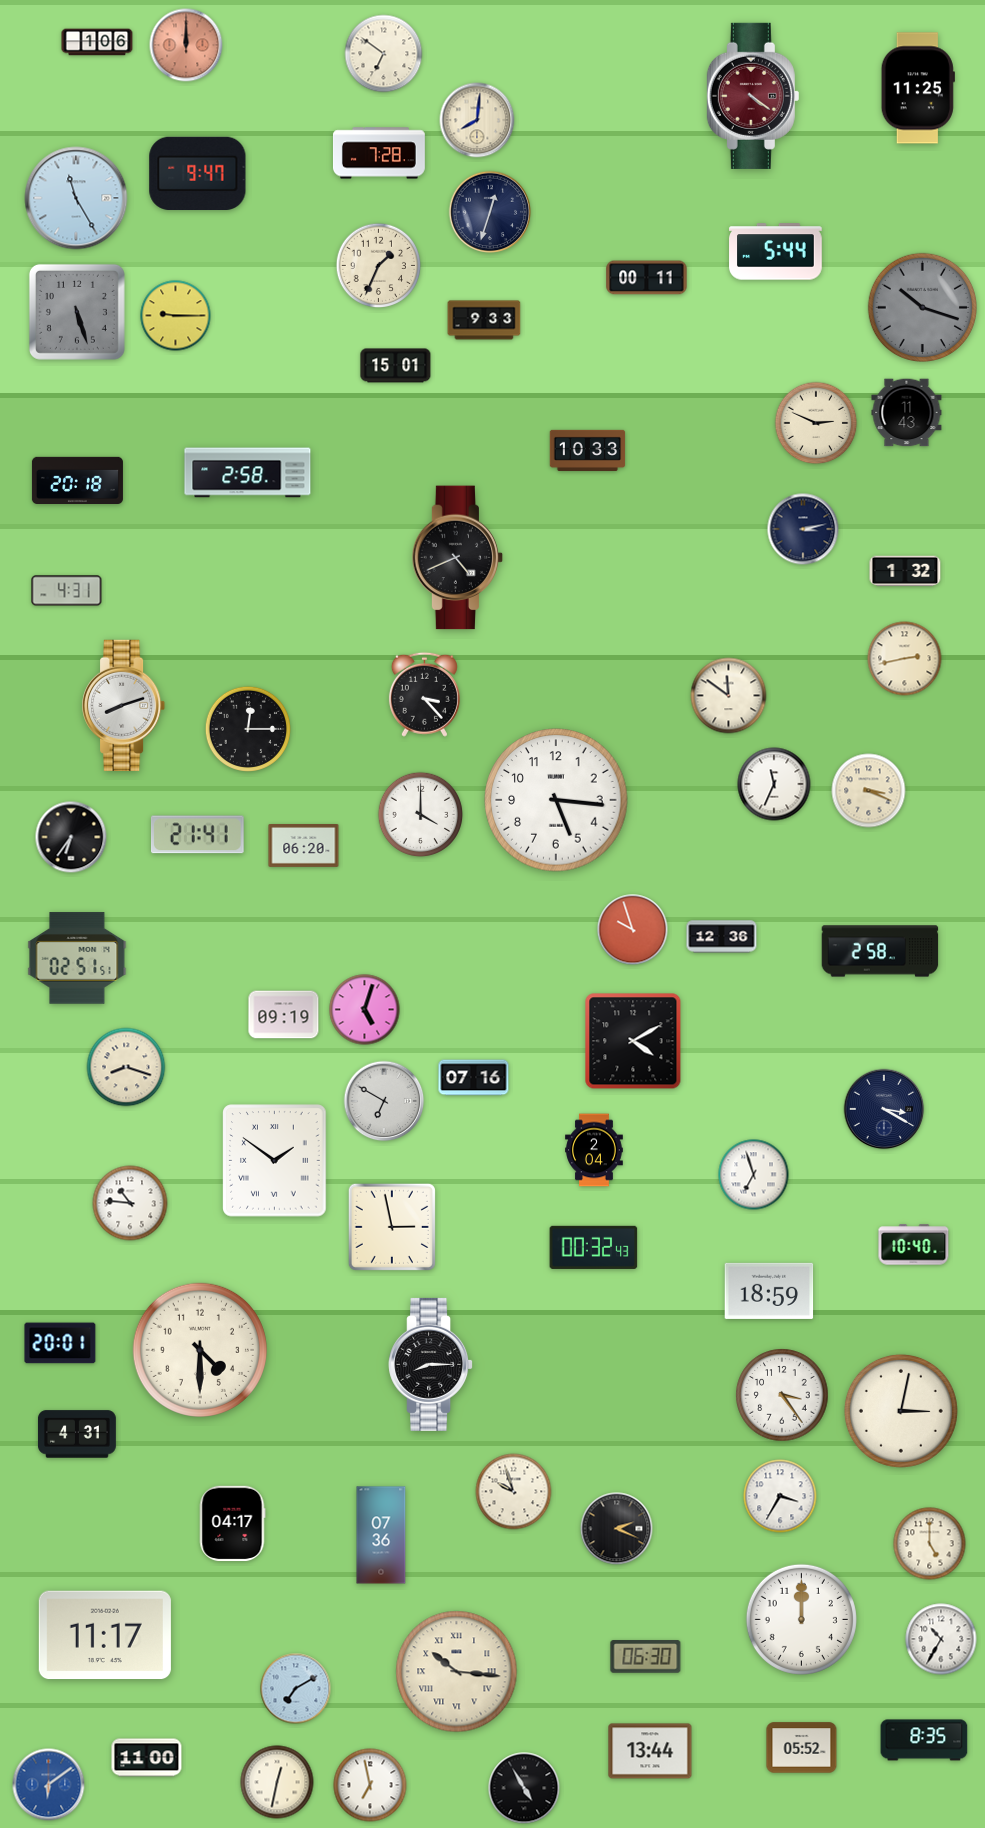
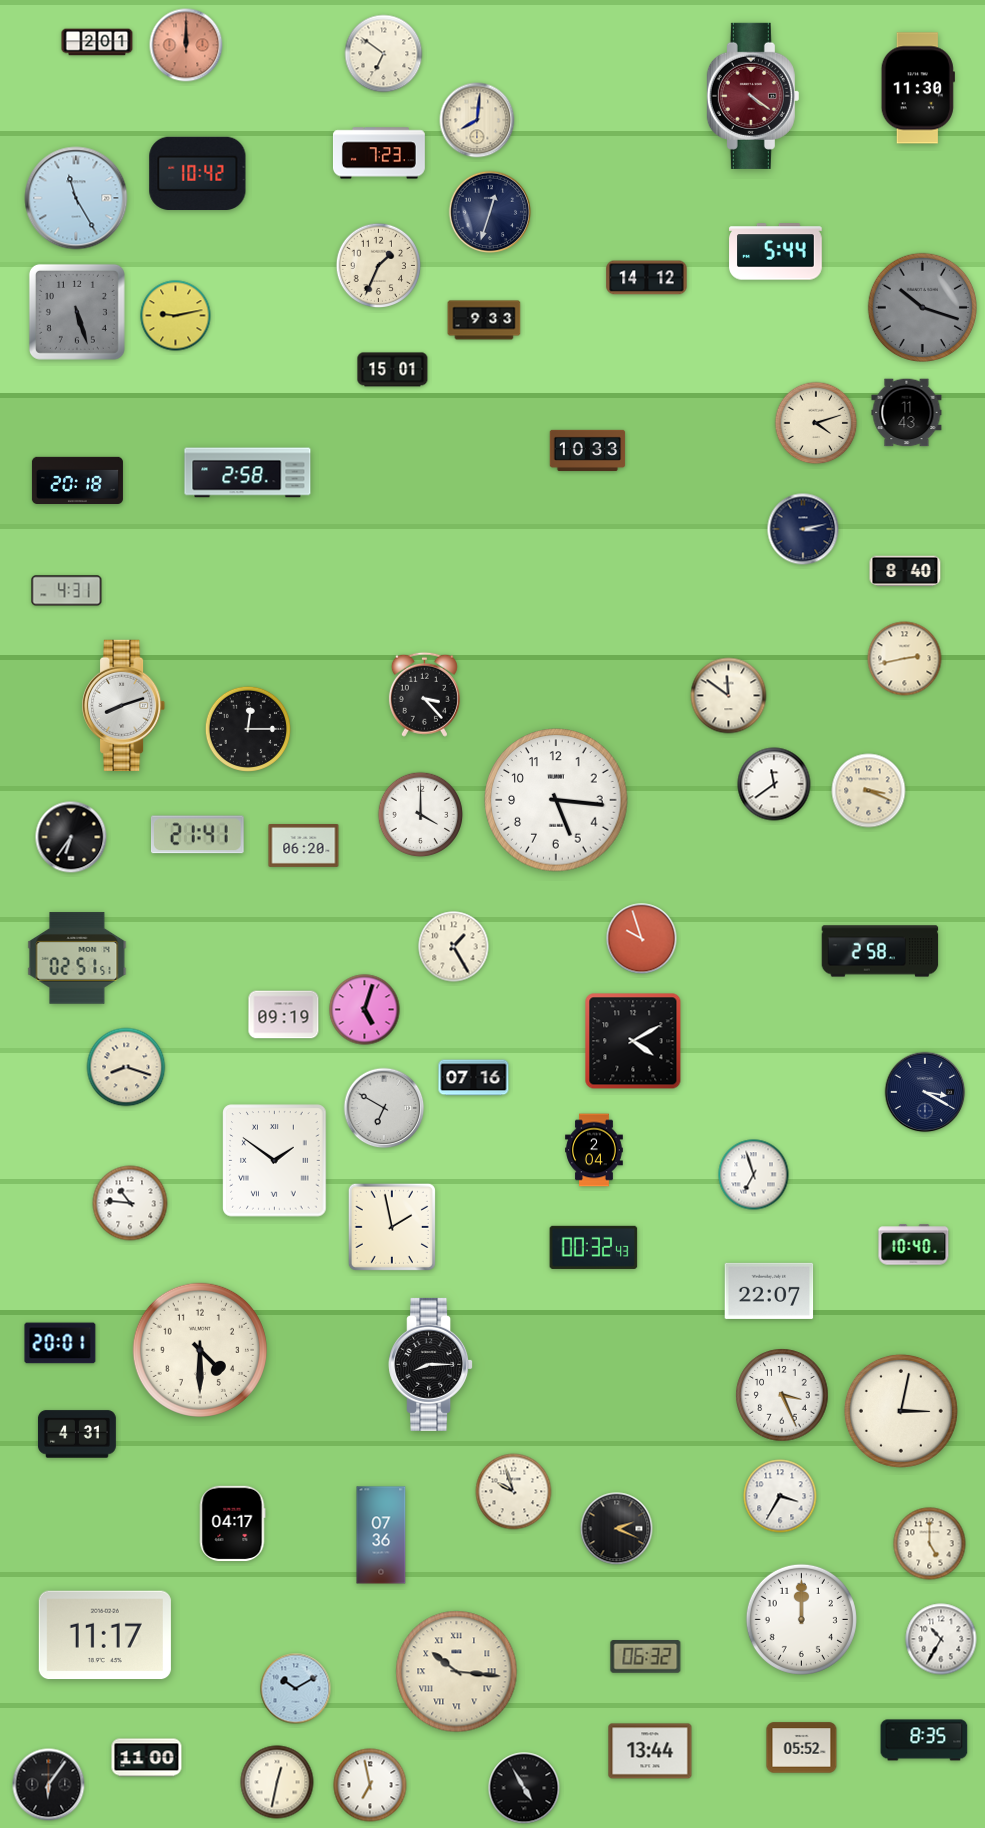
clock at (97, 42): 1:06 -> 2:01
clock at (918, 88): 11:25 -> 11:30
clock at (379, 153): 7:28 -> 7:23
clock at (198, 173): 9:47 -> 10:42
clock at (647, 278): 00:11 -> 14:12
clock at (176, 316): 9:15 -> 9:13
clock at (396, 366) position: (396, 366) -> (393, 370)
clock at (816, 423): 2:49 -> 4:12
clock at (458, 558): 4:41 -> none
clock at (905, 571): 1:32 -> 8:40
clock at (774, 784): 11:34 -> 11:39
clock at (633, 930) position: (633, 930) -> (642, 939)
clock at (722, 937): 12:36 -> none
clock at (454, 947): none -> 1:25
clock at (384, 1101) position: (384, 1101) -> (384, 1108)
clock at (884, 1109) position: (884, 1109) -> (925, 1092)
clock at (392, 1227): 2:58 -> 1:58
clock at (769, 1291): 18:59 -> 22:07
clock at (782, 1395): 3:24 -> 3:26
clock at (646, 1657): 06:30 -> 06:32
clock at (296, 1689): 7:10 -> 10:10
clock at (49, 1785): 6:09 -> 6:06
clock at (49, 1785) dial: blue -> black
